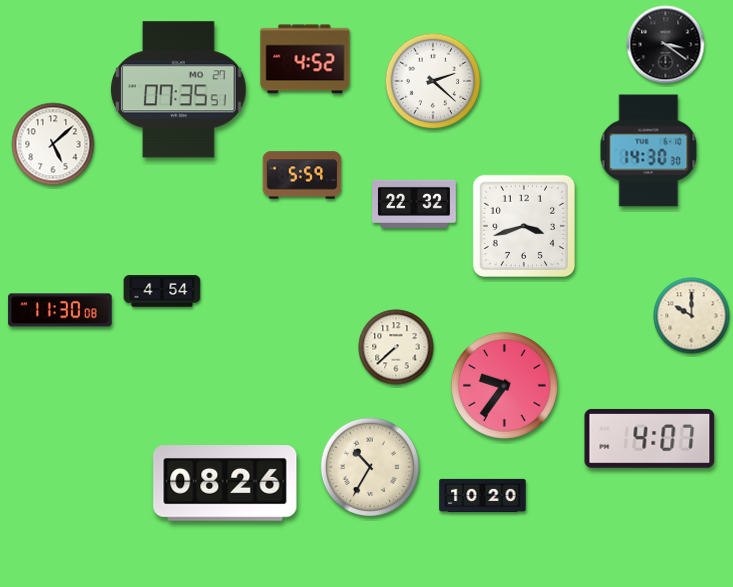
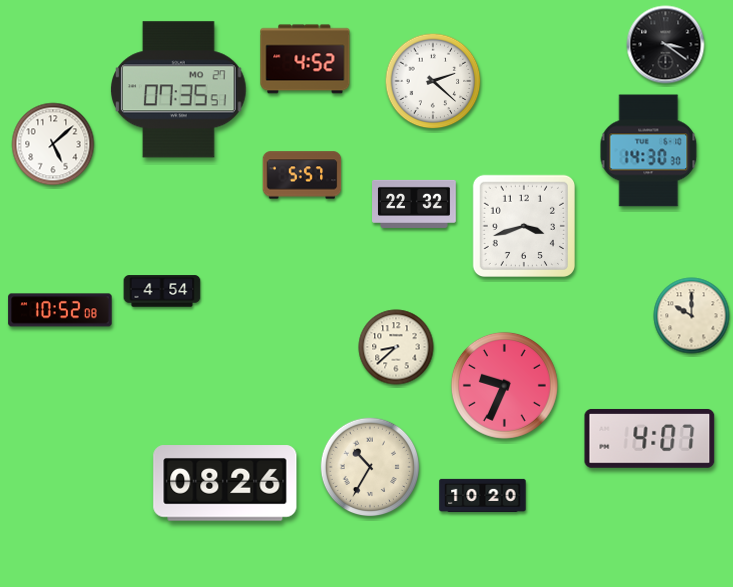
clock at (302, 175): 5:59 -> 5:57
clock at (60, 310): 11:30 -> 10:52
clock at (396, 347): 7:38 -> 8:38
clock at (504, 385): 9:36 -> 9:34
